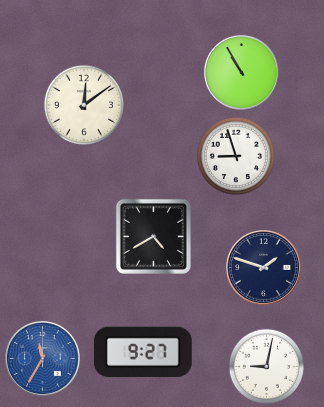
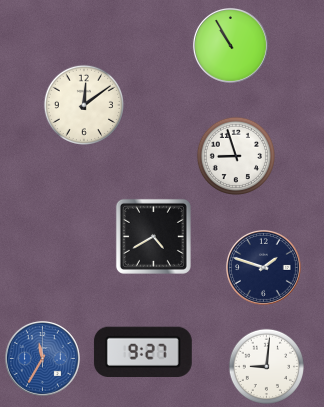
clock at (241, 72) position: (241, 72) -> (230, 45)
clock at (267, 367): 9:02 -> 9:01
